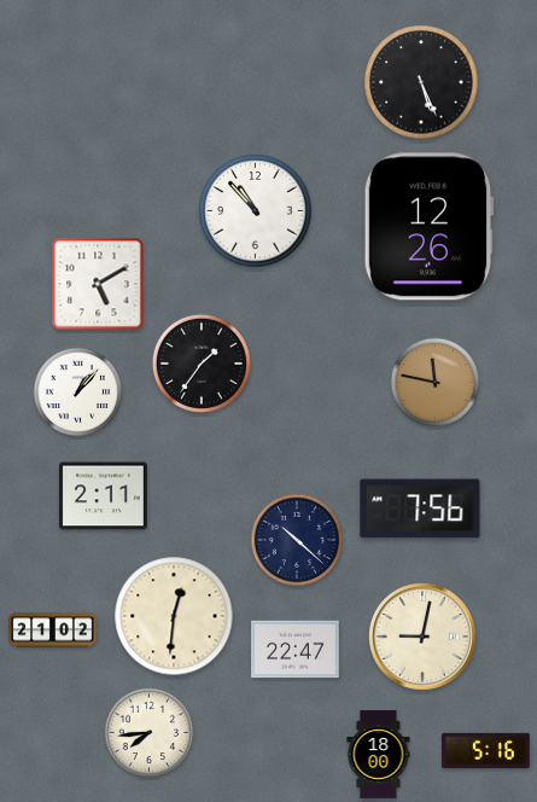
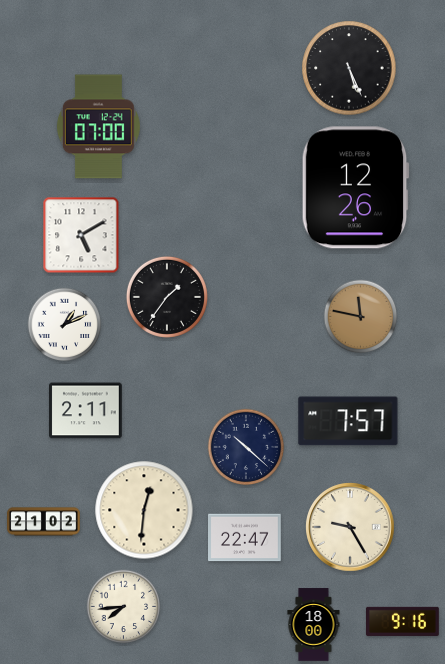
clock at (98, 127): none -> 07:00
clock at (256, 211): 10:53 -> none
clock at (202, 364) position: (202, 364) -> (167, 297)
clock at (78, 393): 1:07 -> 1:11
clock at (420, 508): 7:56 -> 7:57
clock at (422, 637): 9:02 -> 9:25
clock at (486, 750): 5:16 -> 9:16
